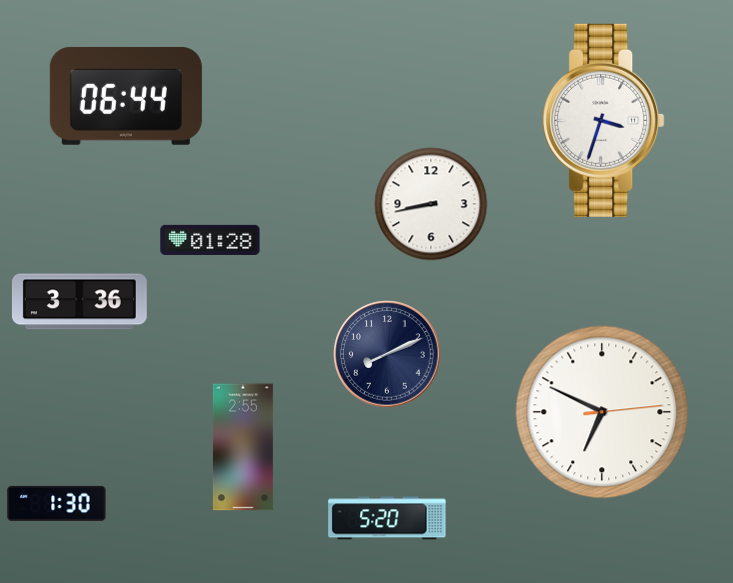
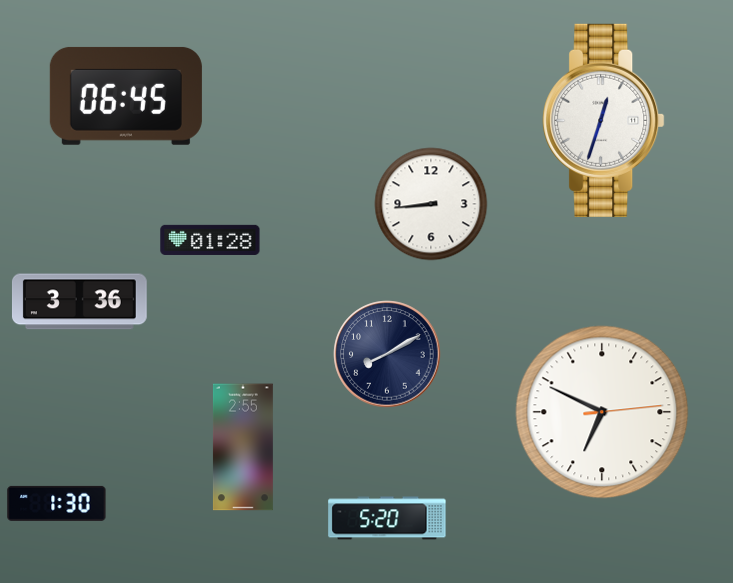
clock at (126, 96): 06:44 -> 06:45
clock at (604, 120): 3:33 -> 12:33
clock at (431, 204): 8:43 -> 8:44
clock at (387, 354): 8:11 -> 8:10
